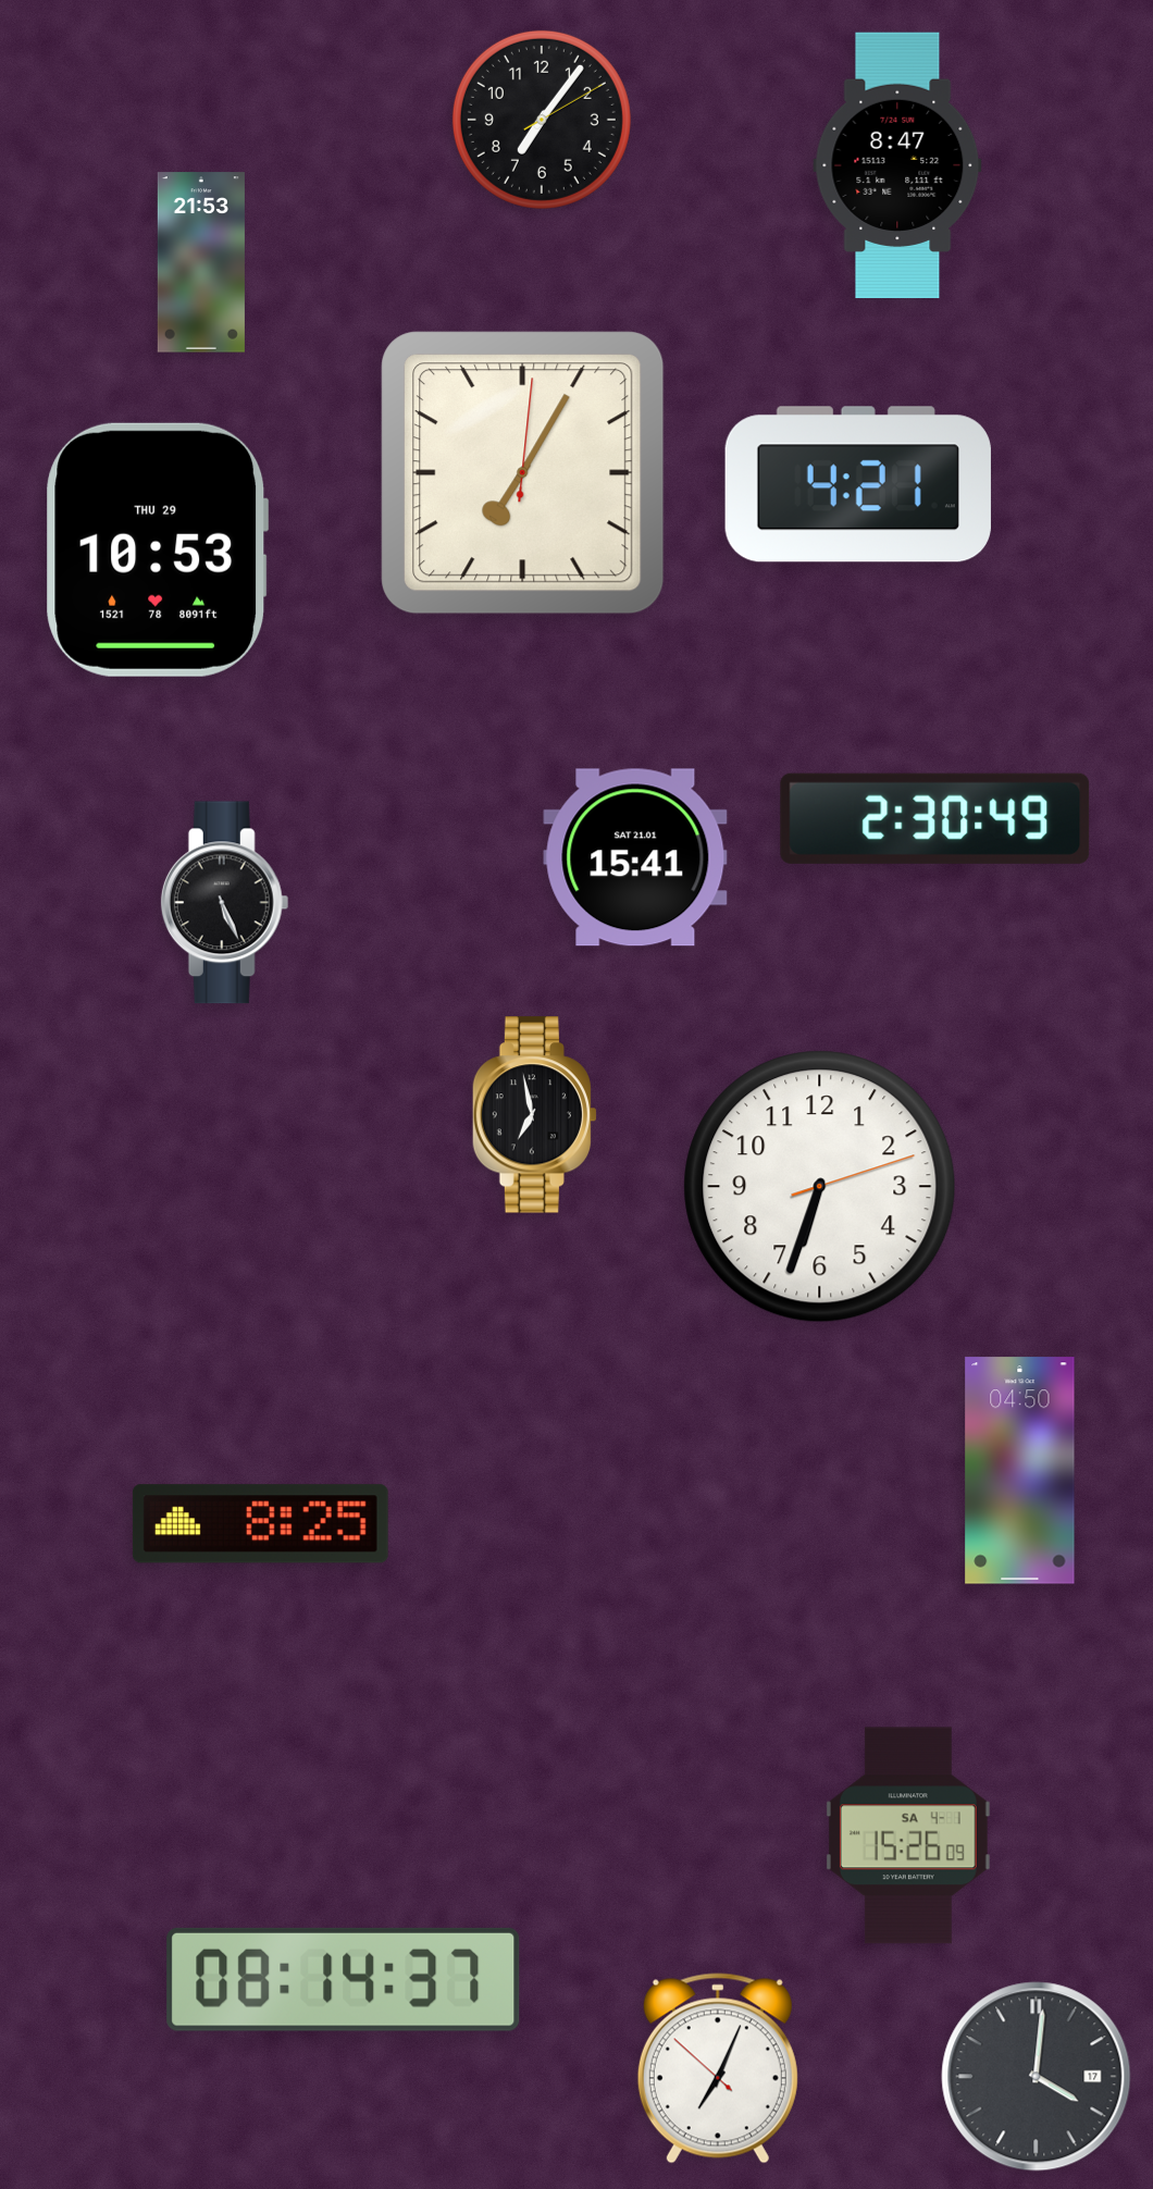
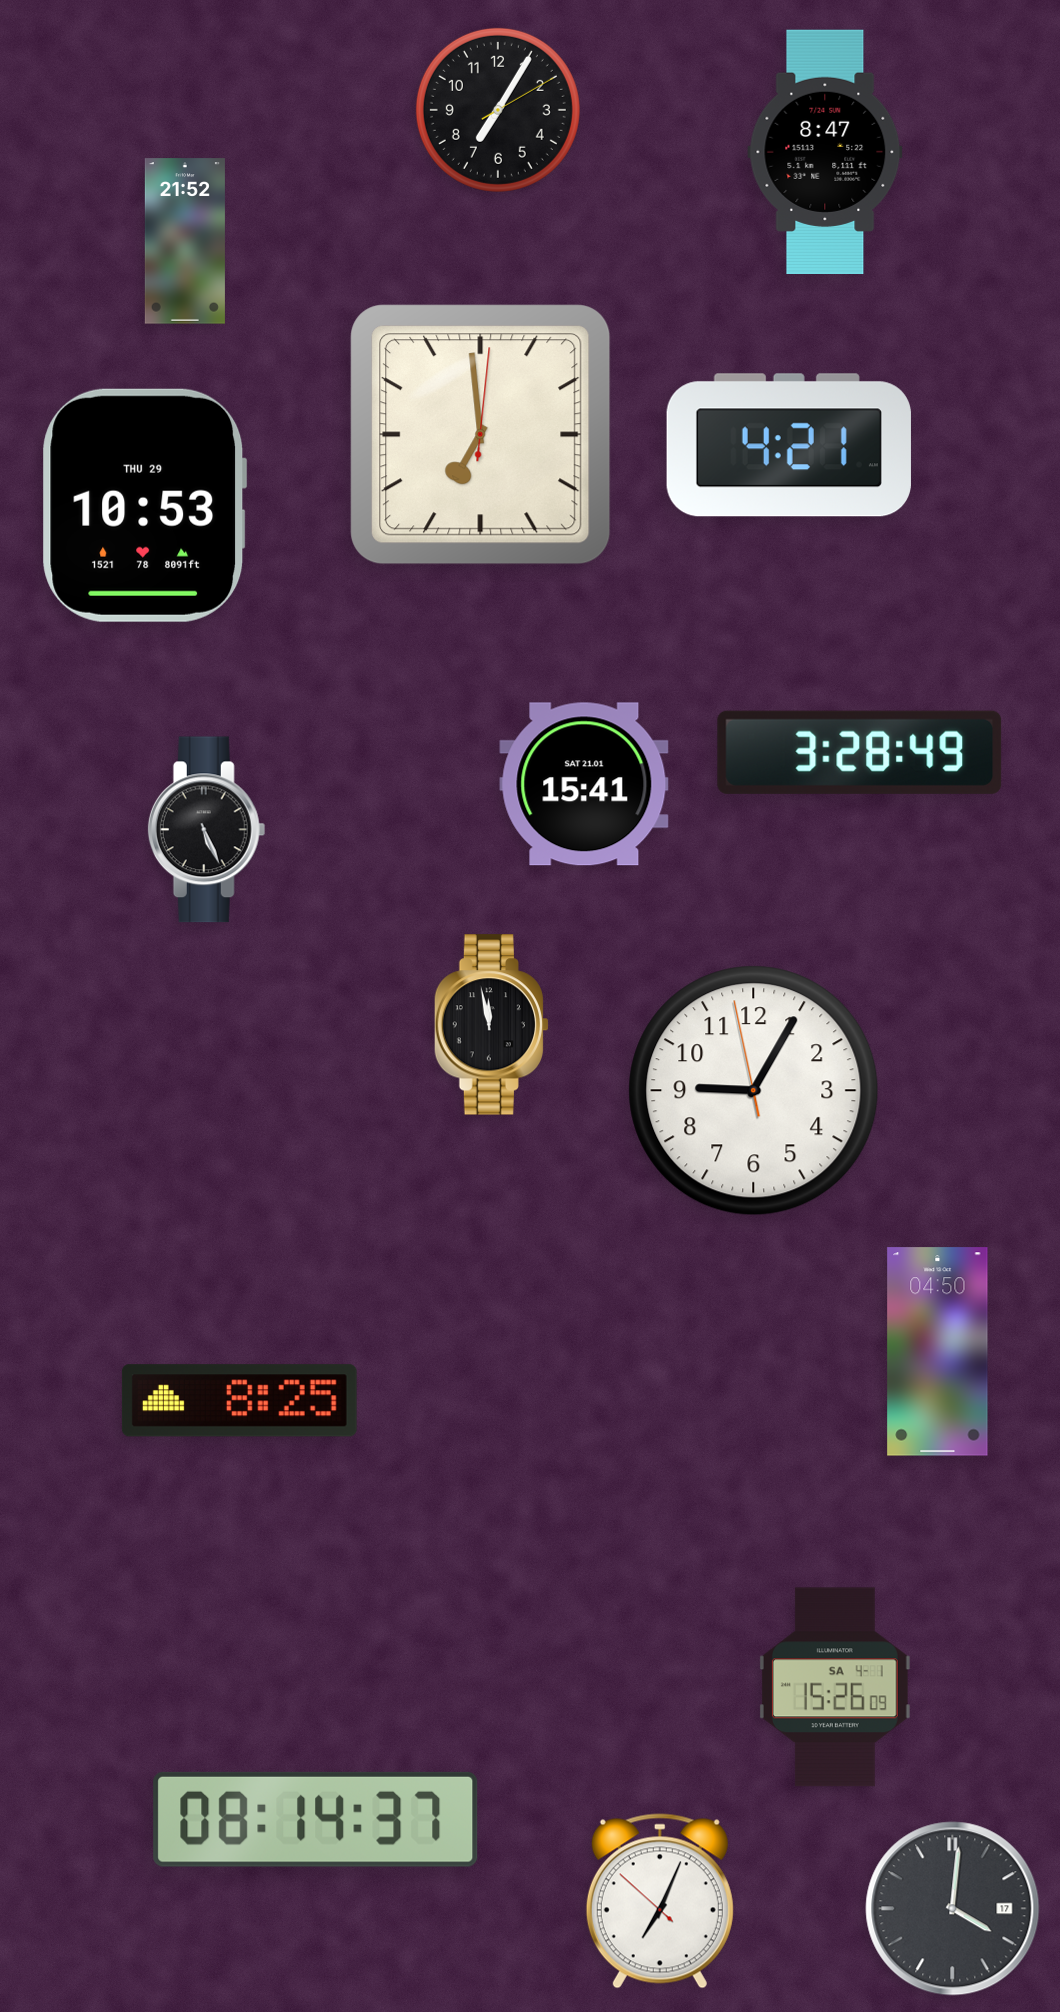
clock at (542, 120): 7:06 -> 7:05
clock at (201, 262): 21:53 -> 21:52
clock at (523, 473): 7:05 -> 6:59
clock at (935, 818): 2:30 -> 3:28
clock at (635, 857) position: (635, 857) -> (584, 784)
clock at (534, 1115): 6:58 -> 11:58
clock at (820, 1187): 6:33 -> 9:04
